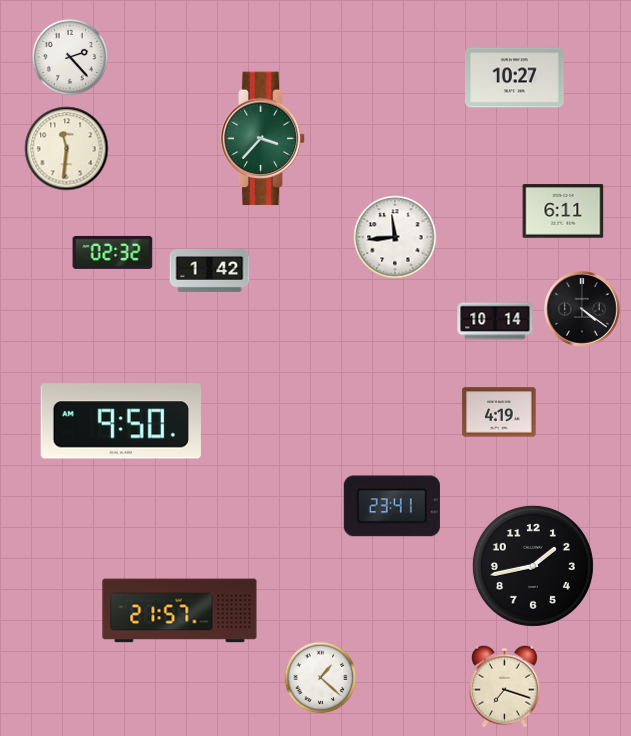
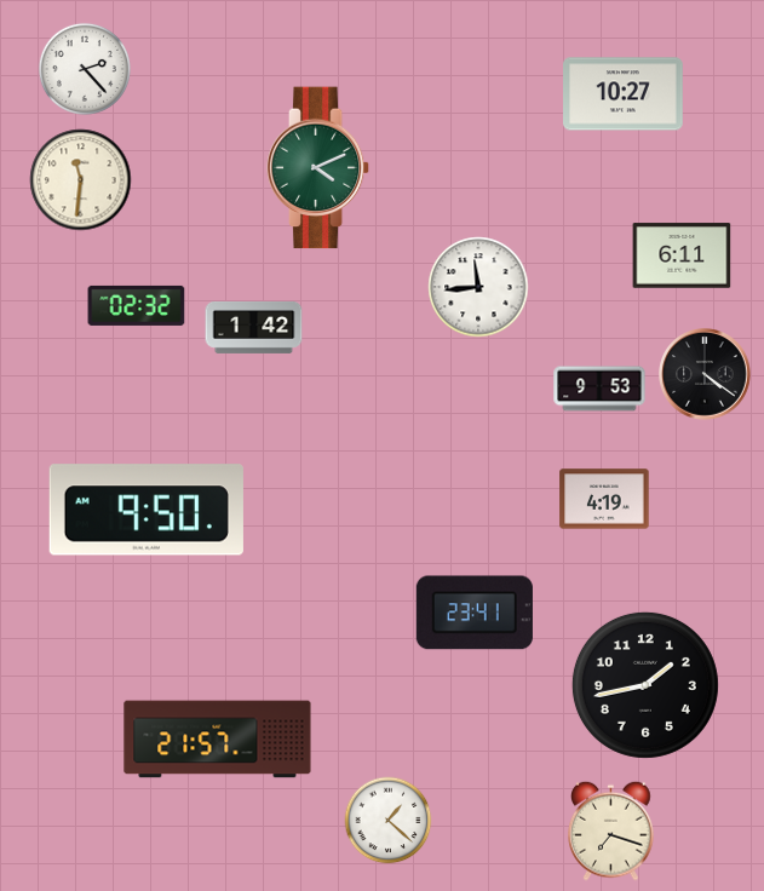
clock at (263, 139): 3:37 -> 4:11
clock at (495, 321): 10:14 -> 9:53
